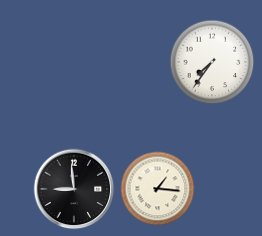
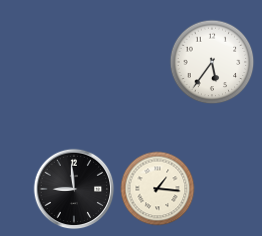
clock at (212, 62): 7:36 -> 5:36
